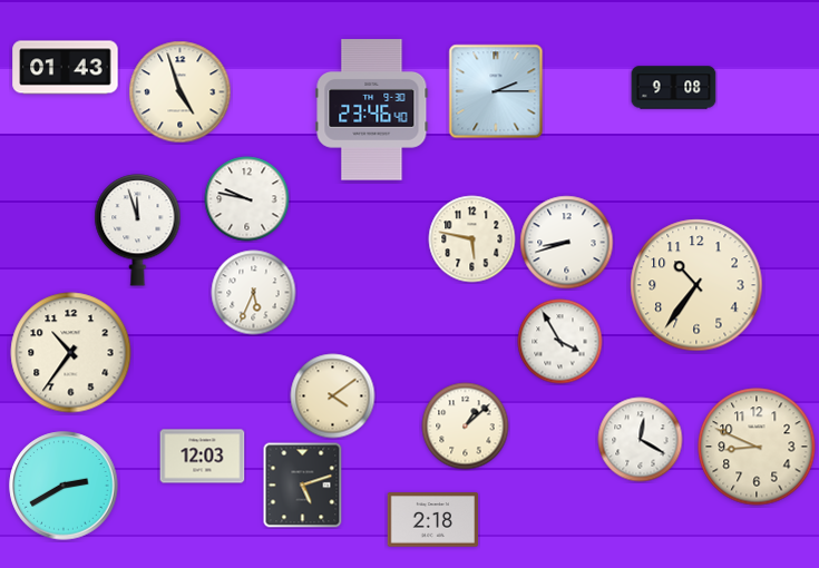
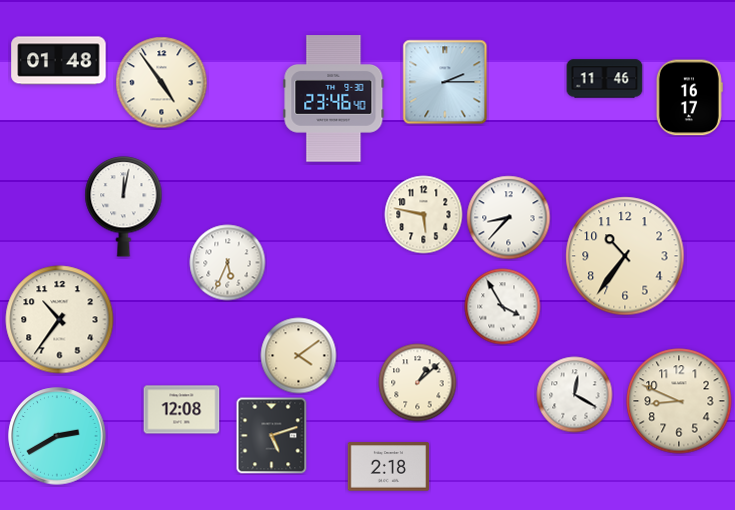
clock at (66, 68): 01:43 -> 01:48
clock at (674, 88): 9:08 -> 11:46
clock at (181, 92): 4:57 -> 4:54
clock at (689, 98): none -> 16:17
clock at (247, 199): 9:47 -> none
clock at (138, 231): 11:57 -> 12:02
clock at (567, 243): 8:42 -> 8:37
clock at (71, 353) position: (71, 353) -> (60, 320)
clock at (203, 457): 12:03 -> 12:08
